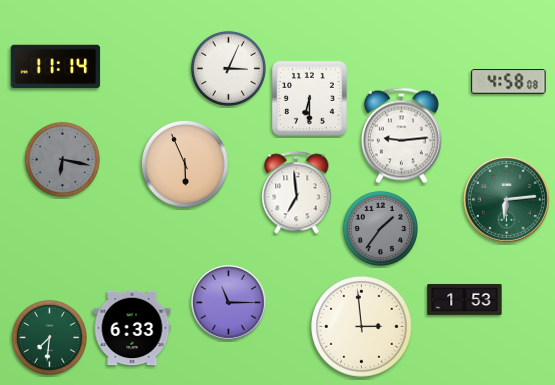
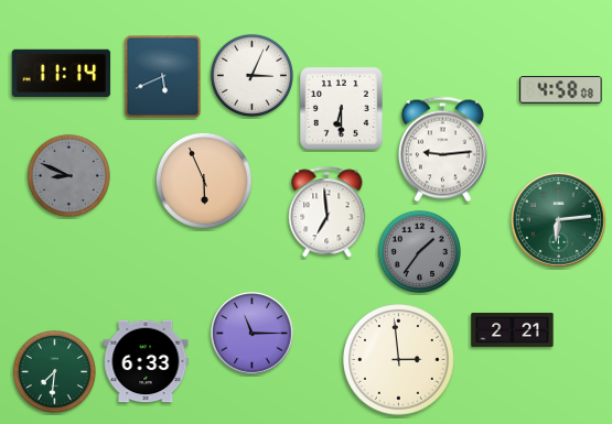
clock at (163, 77): none -> 5:41
clock at (62, 159): 6:17 -> 8:49
clock at (465, 299): 1:53 -> 2:21
